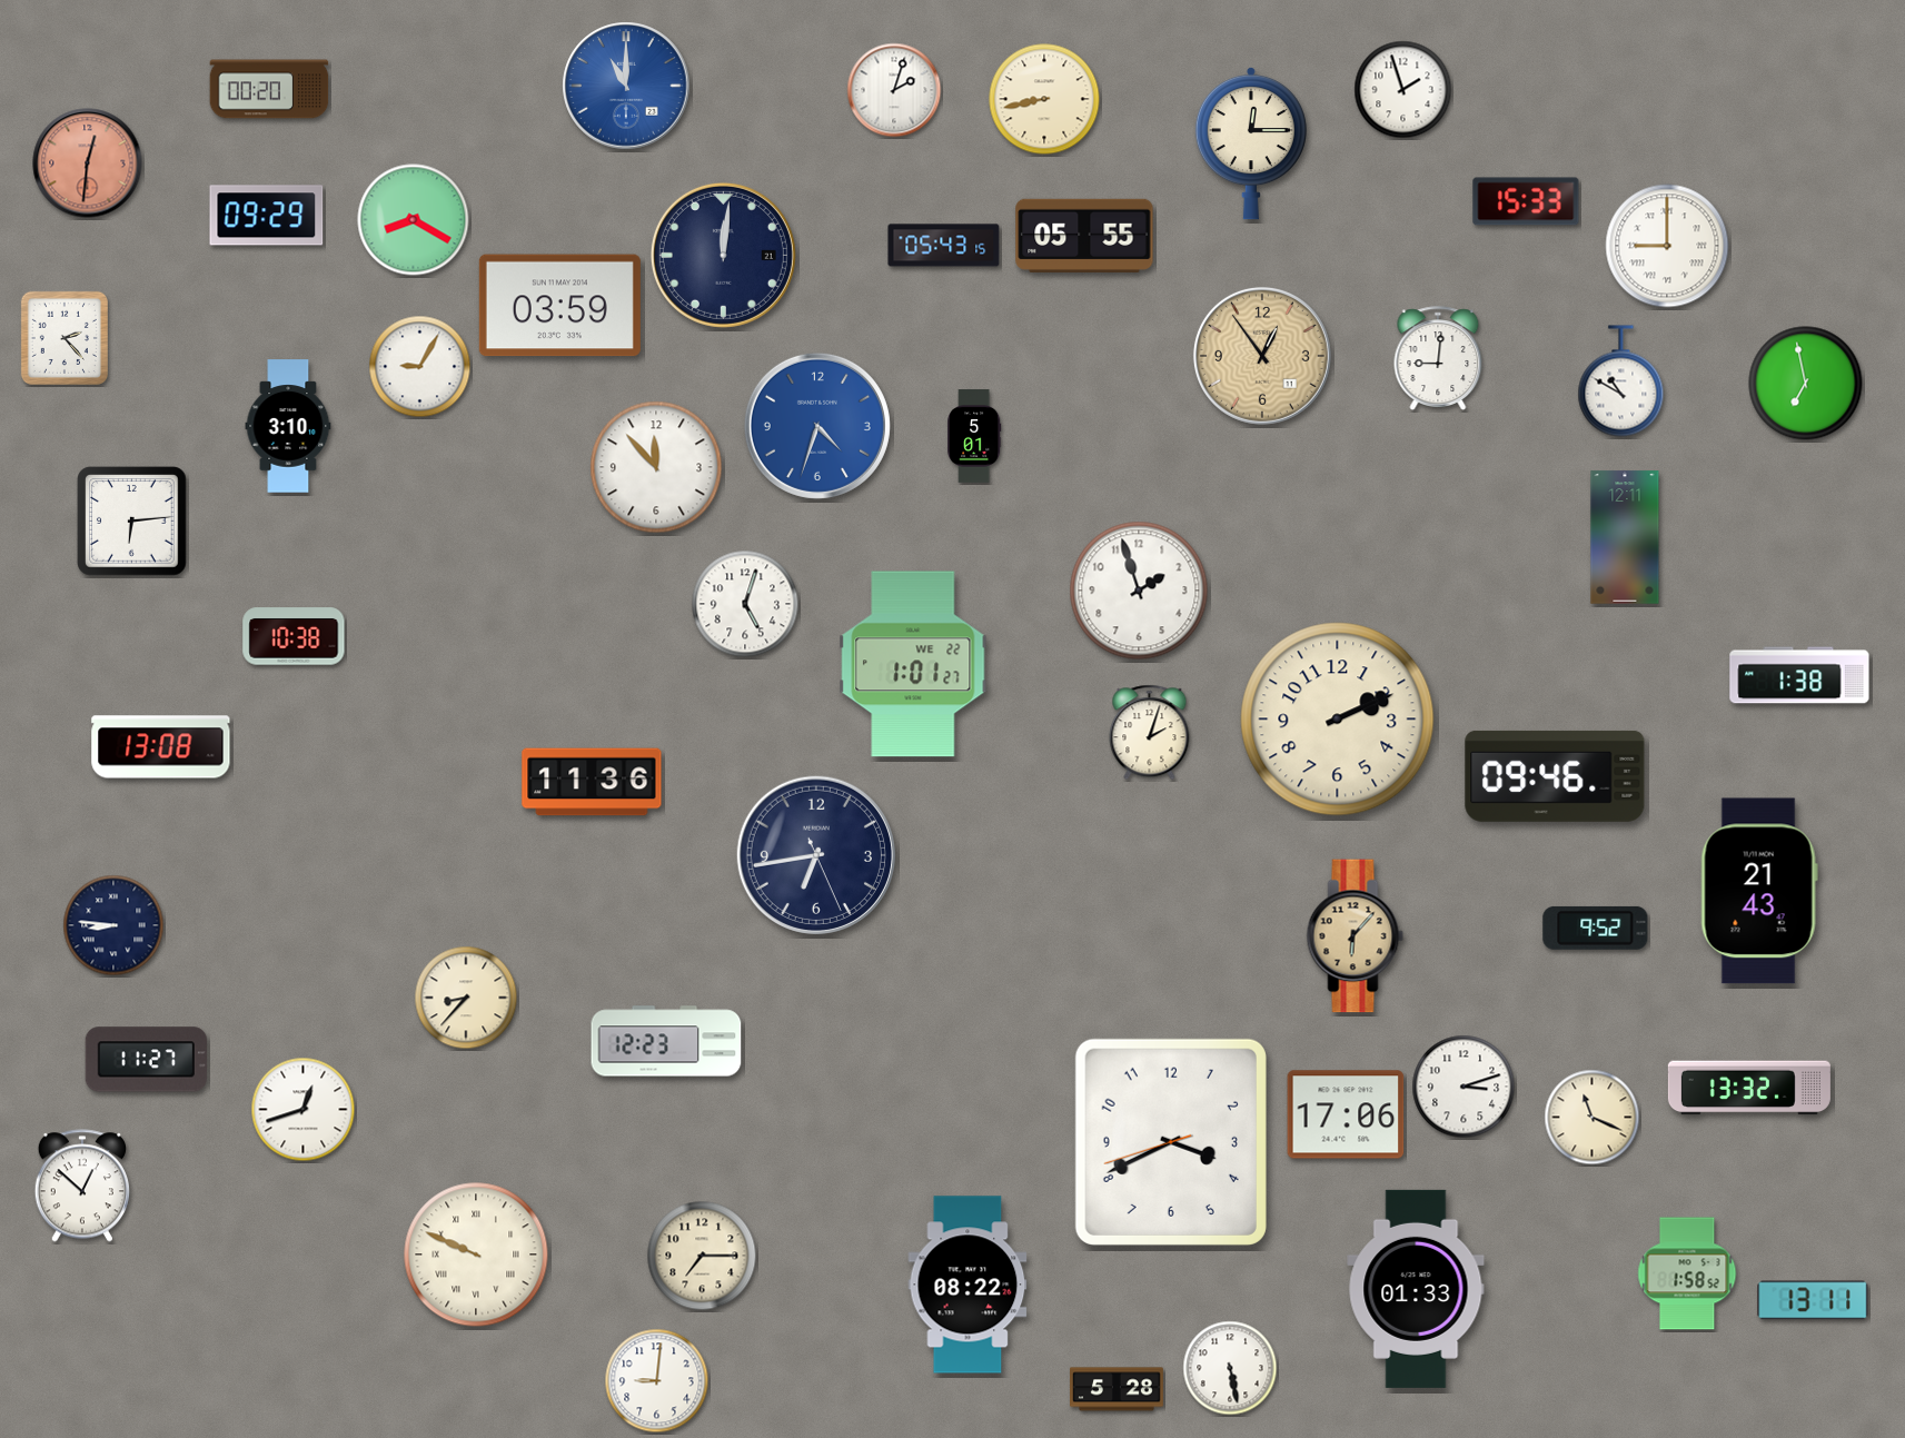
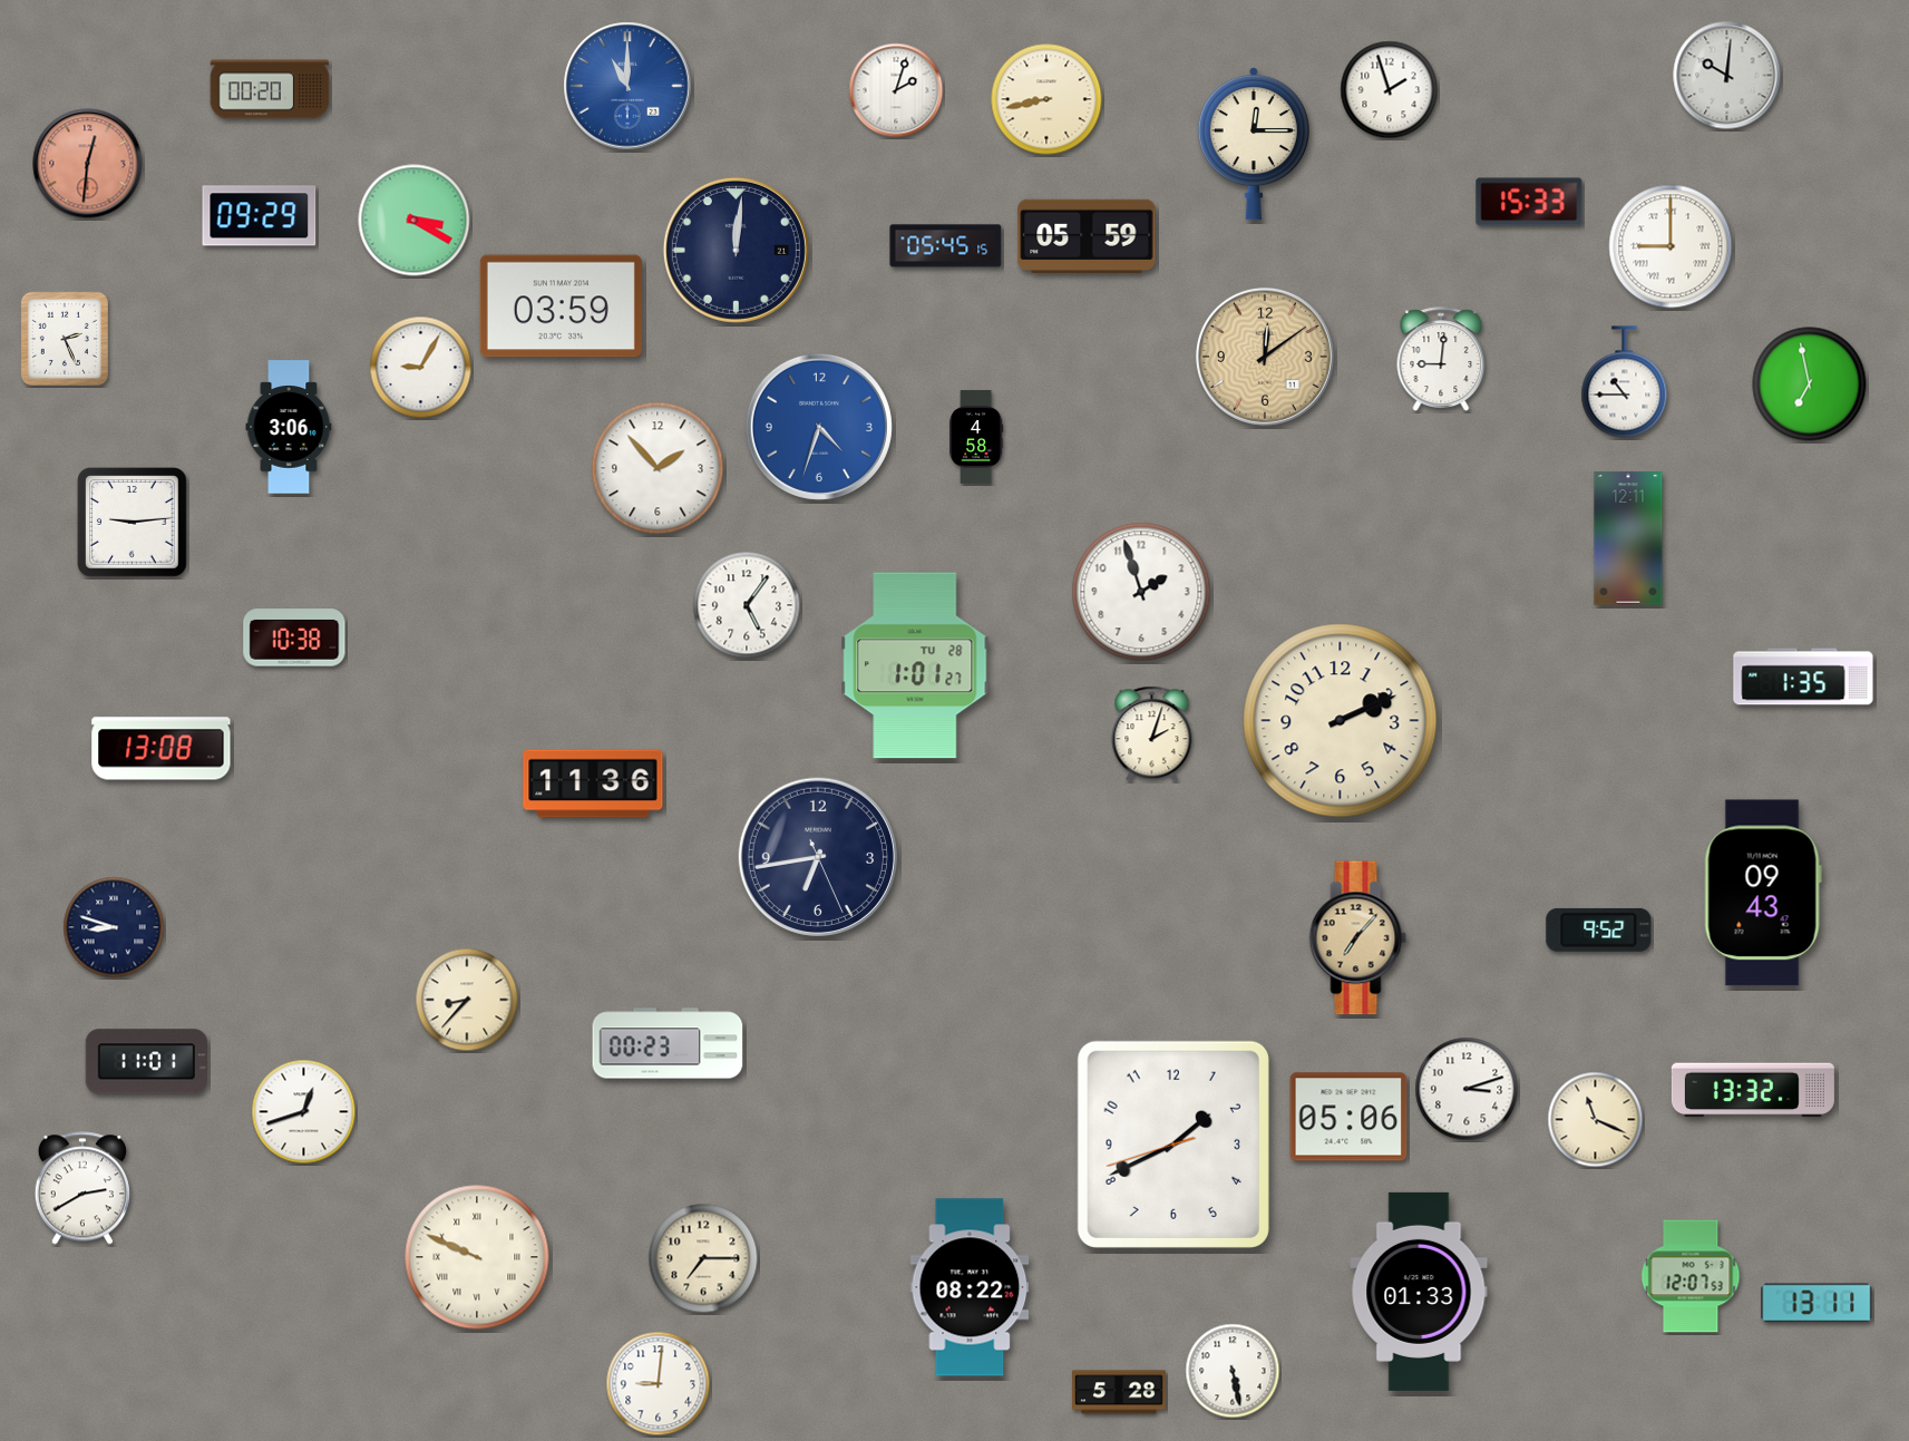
clock at (1727, 76): none -> 10:01
clock at (1403, 90) position: (1403, 90) -> (1390, 90)
clock at (267, 216) position: (267, 216) -> (260, 216)
clock at (414, 220): 8:20 -> 3:20
clock at (1084, 236): 05:55 -> 05:59
clock at (944, 246): 05:43 -> 05:45
clock at (723, 255) position: (723, 255) -> (736, 250)
clock at (65, 338): 2:23 -> 2:26
clock at (1262, 356): 12:54 -> 12:09
clock at (1621, 381): 10:50 -> 10:45
clock at (288, 426): 3:10 -> 3:06
clock at (974, 436): 5:01 -> 4:58
clock at (656, 467): 11:53 -> 1:53
clock at (132, 522): 6:14 -> 9:14
clock at (745, 604): 5:03 -> 5:06
clock at (913, 664) date: WE 22 -> TU 28
clock at (1799, 675): 1:38 -> 1:35
clock at (1555, 776): 09:46 -> none
clock at (1759, 891): 21:43 -> 09:43
clock at (113, 925): 8:46 -> 8:48
clock at (1356, 936): 6:07 -> 7:07
clock at (666, 1041): 12:23 -> 00:23
clock at (146, 1060): 11:27 -> 11:01
clock at (1346, 1114): 17:06 -> 05:06
clock at (1171, 1142): 3:40 -> 1:40
clock at (81, 1186): 12:52 -> 2:40
clock at (1687, 1273): 1:58 -> 12:07
